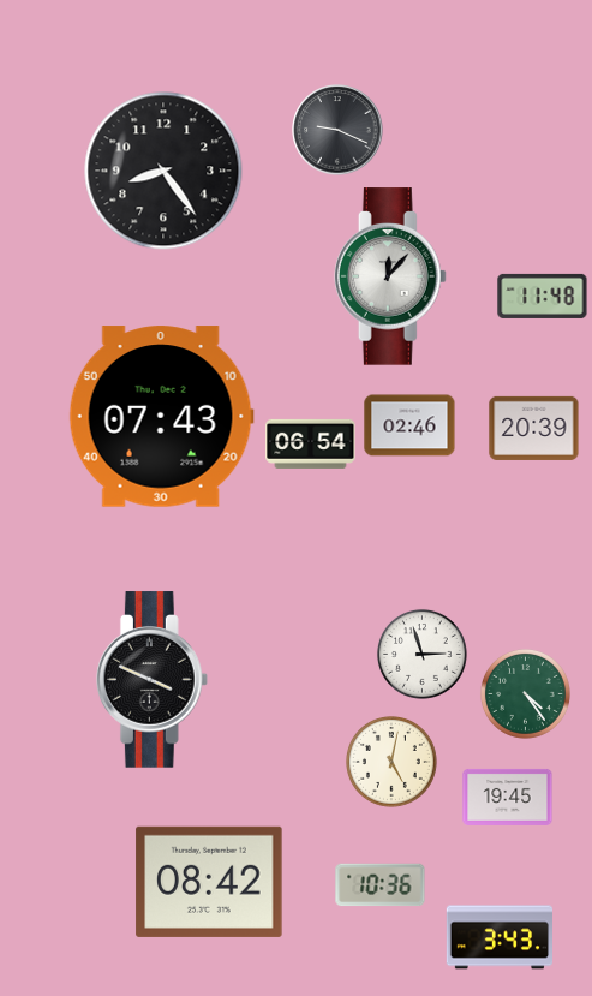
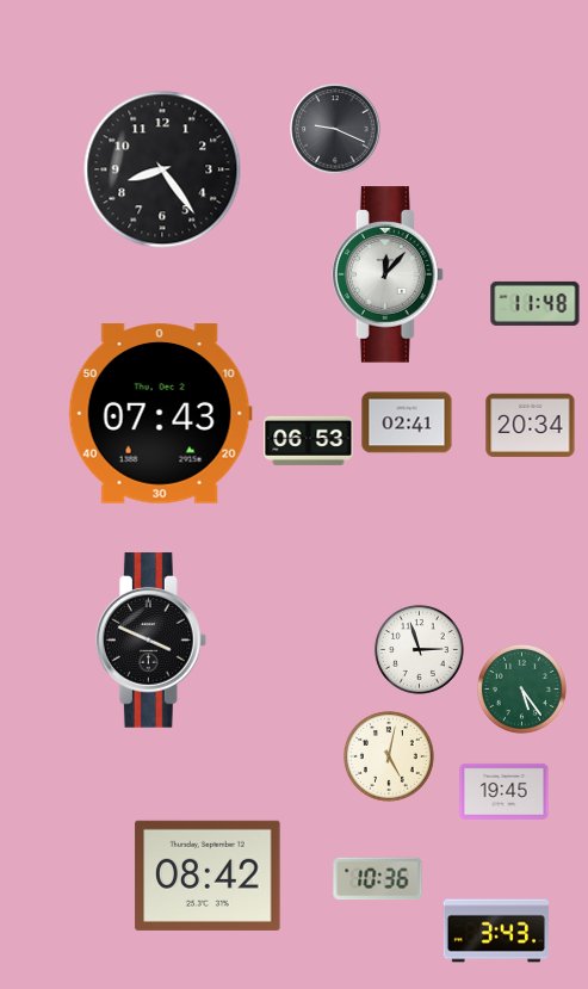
clock at (543, 296) position: (543, 296) -> (536, 303)
clock at (409, 425): 02:46 -> 02:41
clock at (534, 428): 20:39 -> 20:34
clock at (311, 443): 06:54 -> 06:53
clock at (151, 680) position: (151, 680) -> (150, 641)
clock at (526, 694): 4:24 -> 5:24
